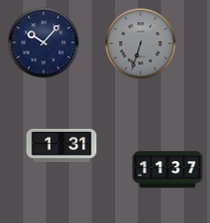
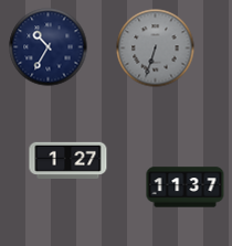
clock at (44, 43): 10:07 -> 10:35
clock at (62, 145): 1:31 -> 1:27
